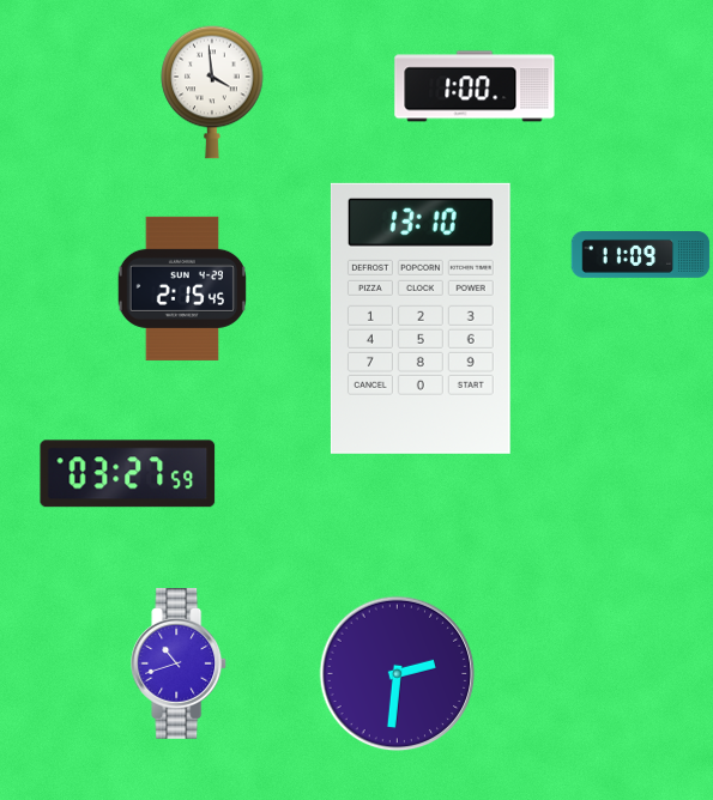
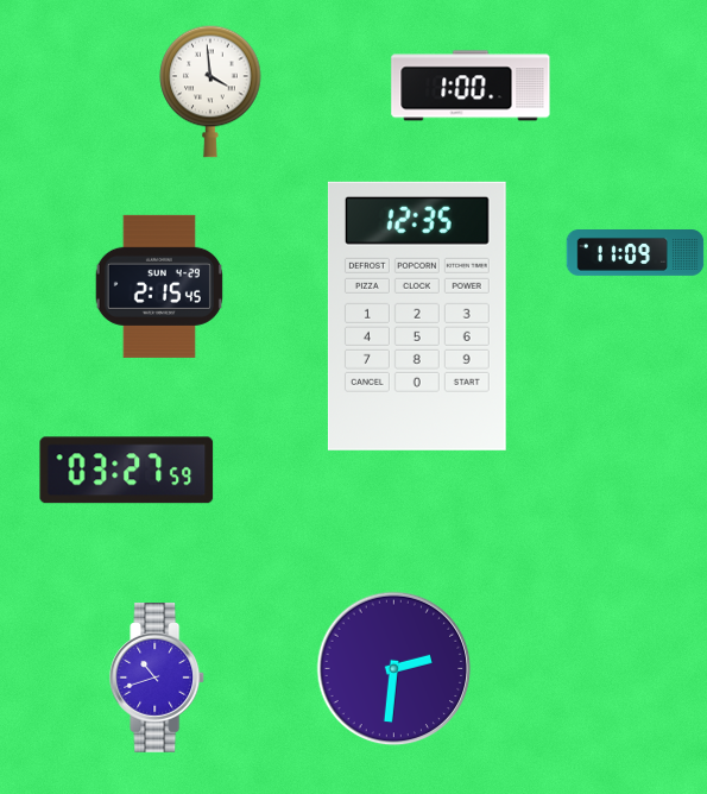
clock at (182, 289) position: (182, 289) -> (159, 286)
clock at (421, 319): 13:10 -> 12:35
clock at (180, 665) position: (180, 665) -> (158, 679)
